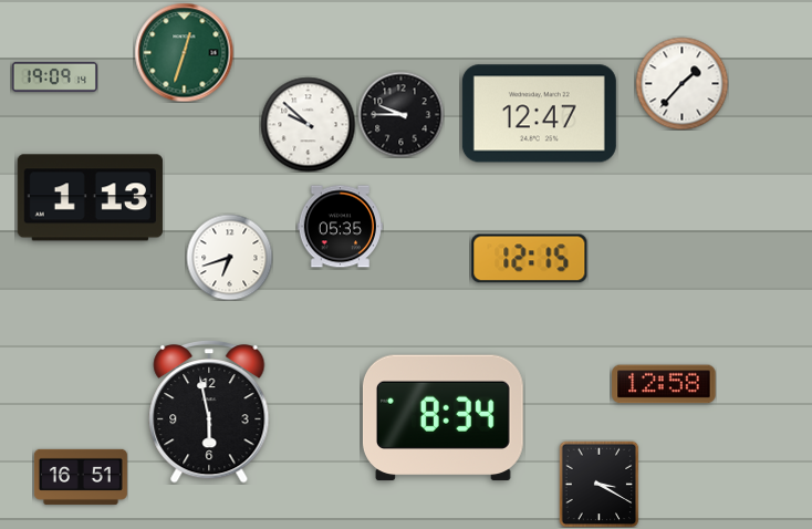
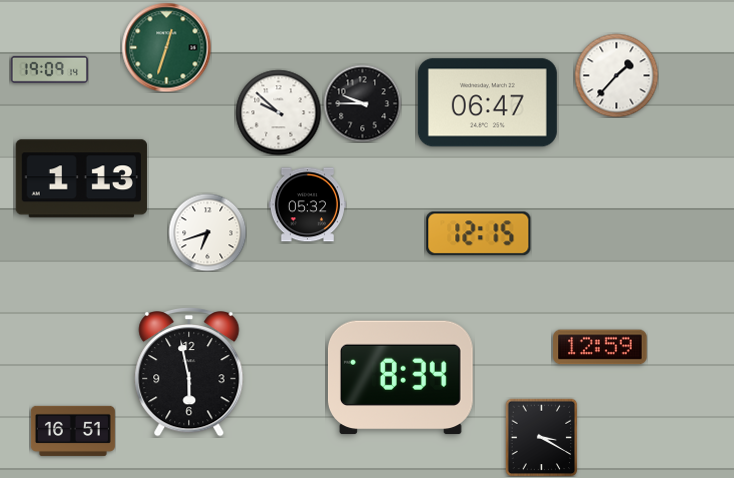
clock at (539, 114): 12:47 -> 06:47
clock at (340, 227): 05:35 -> 05:32
clock at (664, 384): 12:58 -> 12:59
